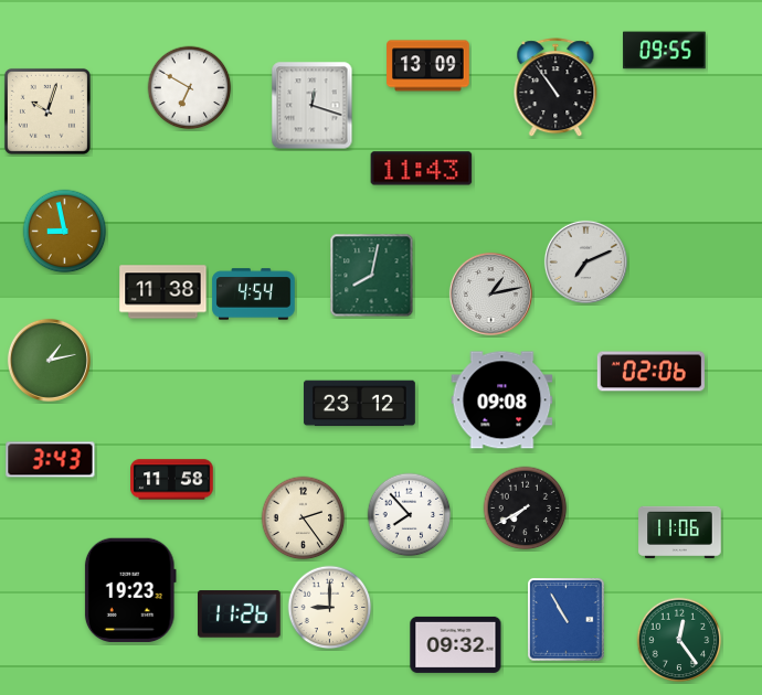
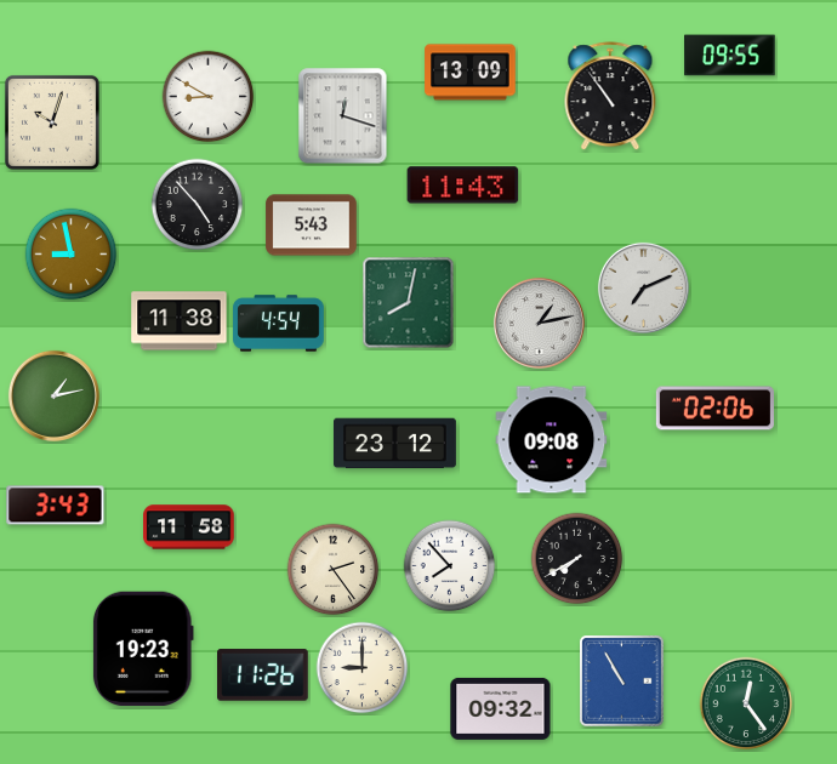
clock at (190, 88): 6:50 -> 8:50
clock at (198, 205): none -> 4:53
clock at (312, 226): none -> 5:43
clock at (680, 532): 11:06 -> none
